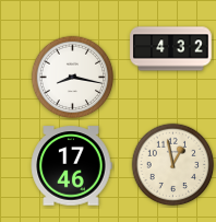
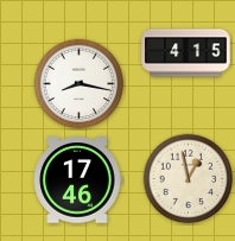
clock at (171, 49): 4:32 -> 4:15
